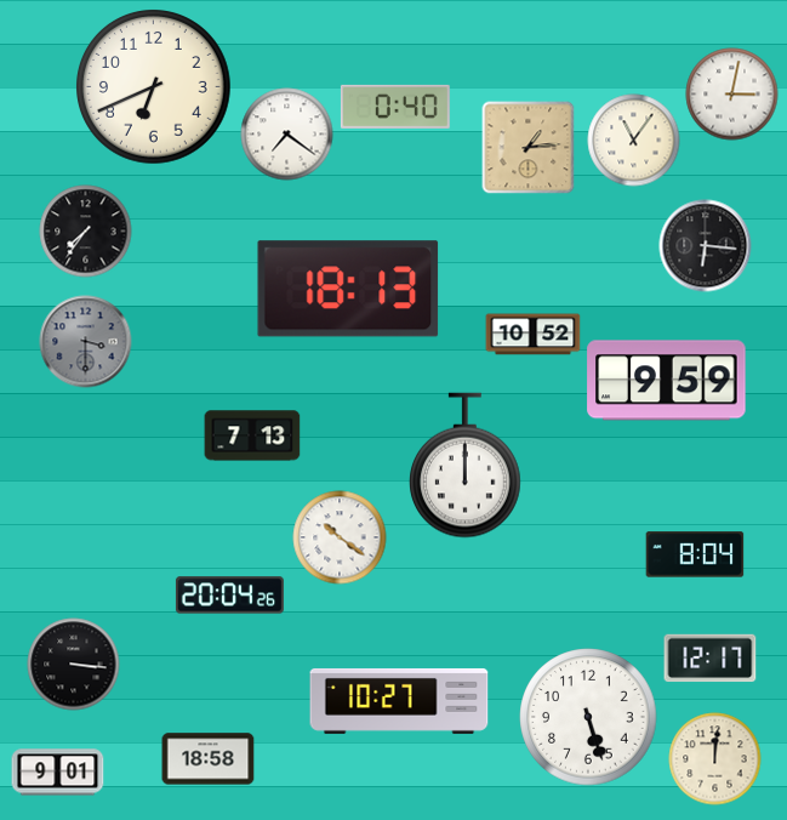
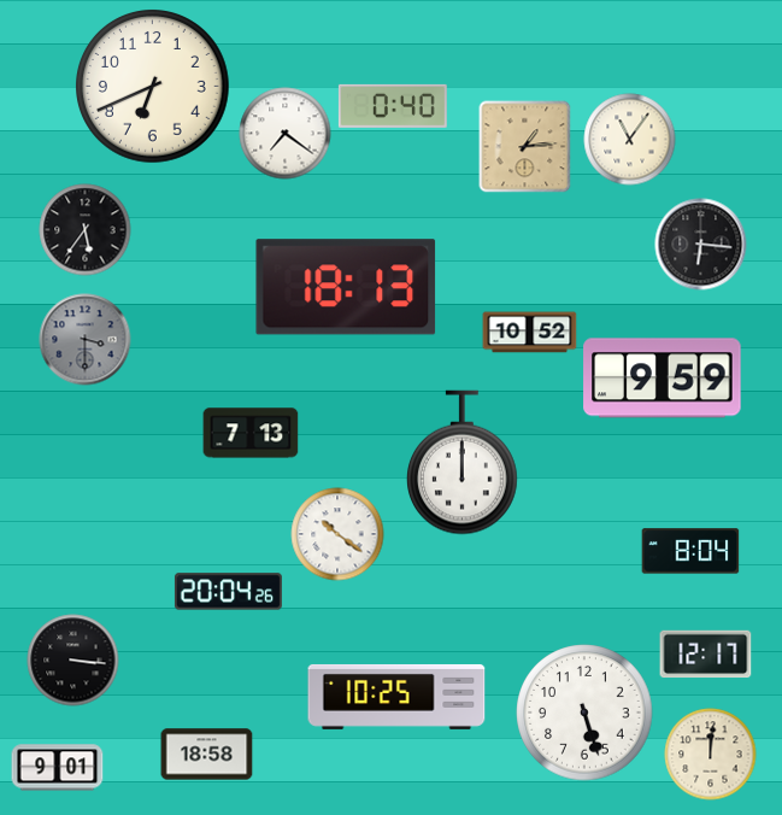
clock at (732, 95): 3:02 -> none
clock at (86, 232): 7:36 -> 5:36
clock at (399, 701): 10:27 -> 10:25
